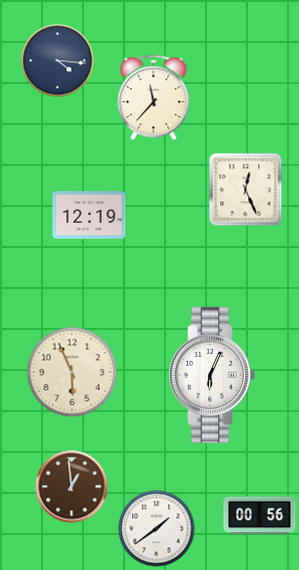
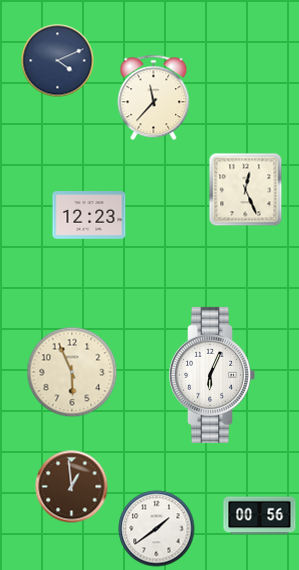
clock at (58, 61): 4:16 -> 4:11
clock at (89, 215): 12:19 -> 12:23
